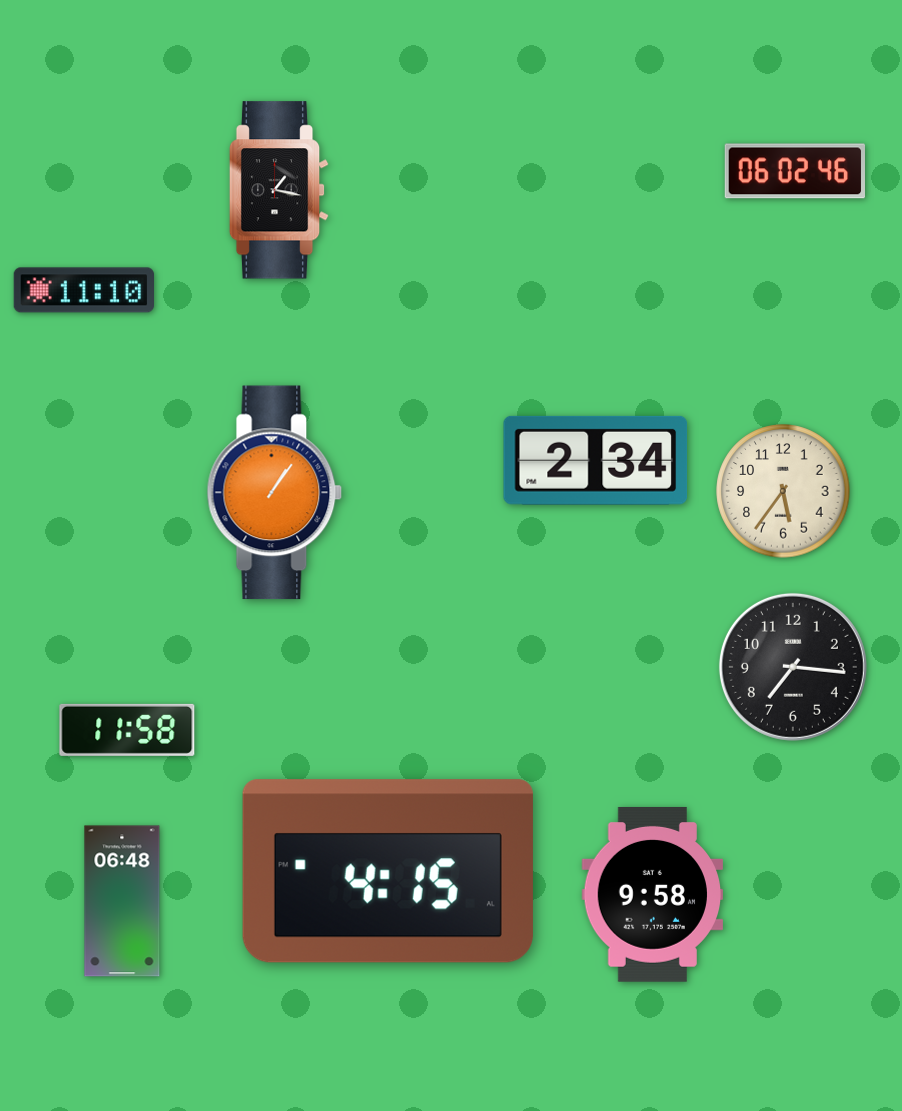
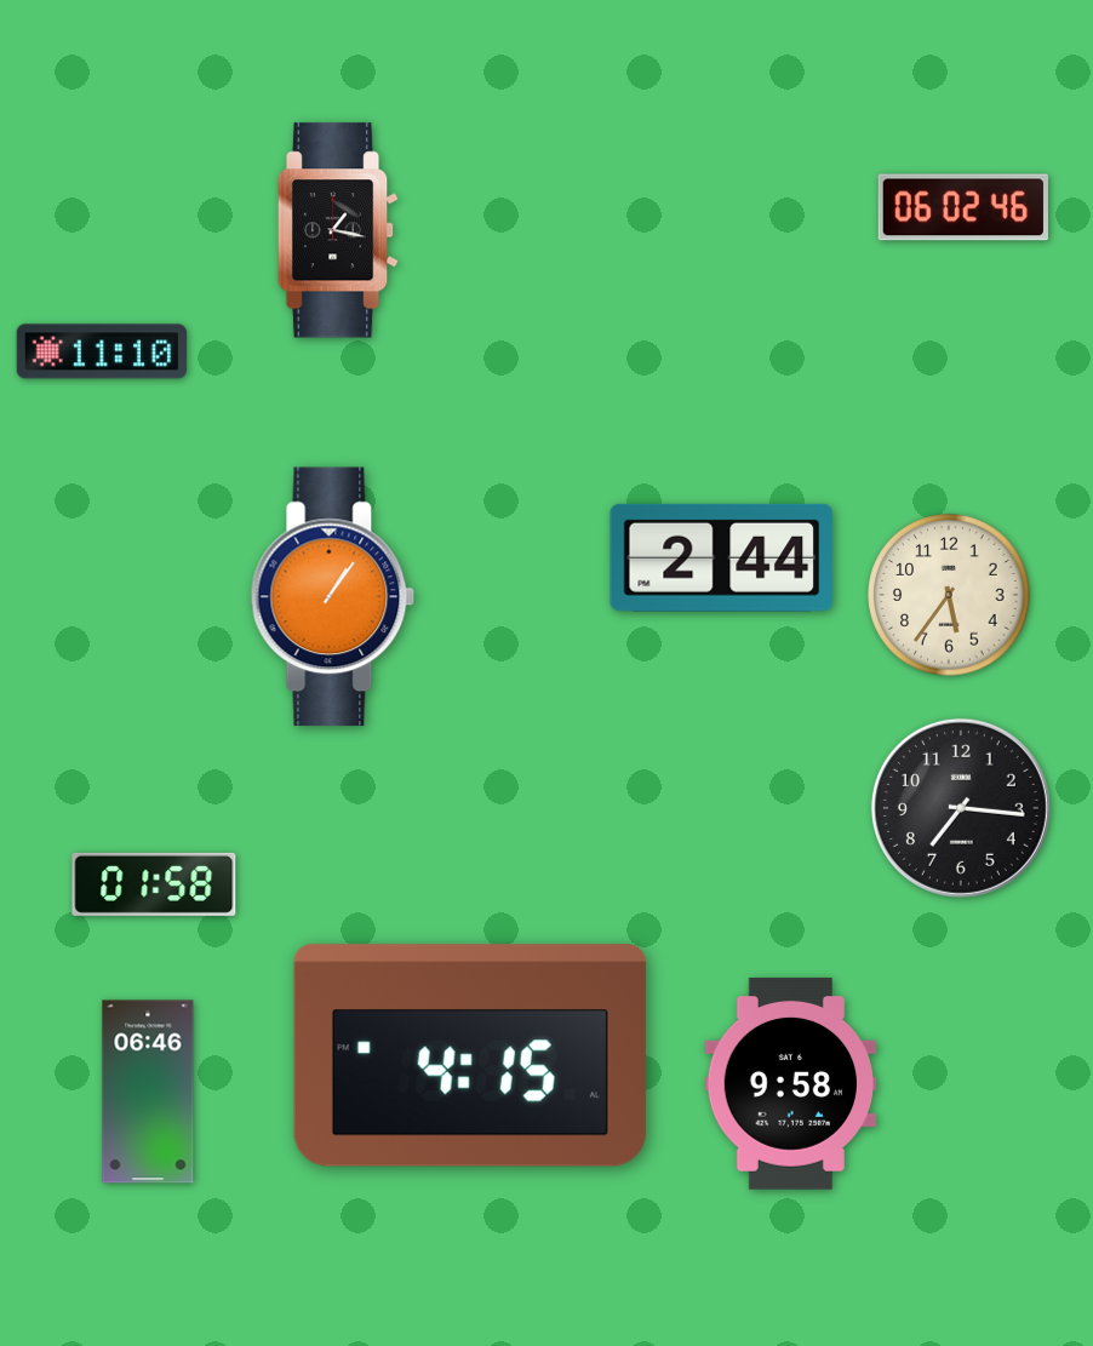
clock at (596, 460): 2:34 -> 2:44
clock at (127, 730): 11:58 -> 01:58
clock at (122, 901): 06:48 -> 06:46
